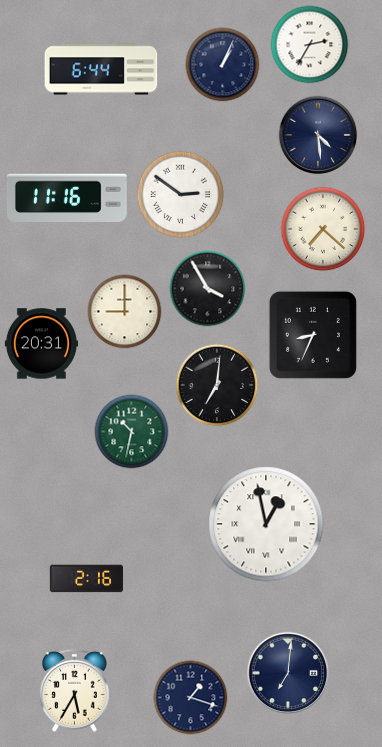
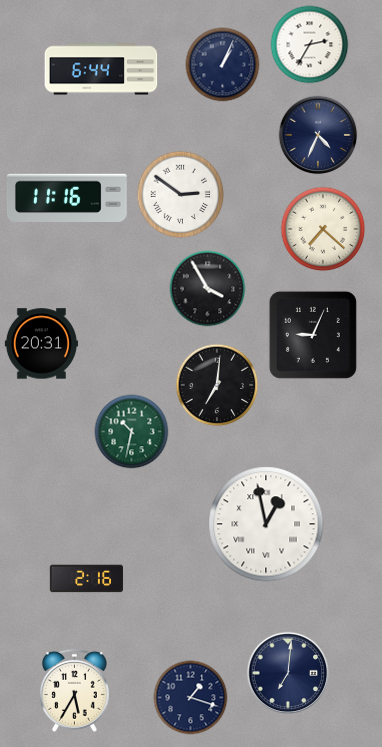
clock at (318, 135): 4:29 -> 4:34
clock at (125, 312): 9:00 -> none
clock at (313, 335): 8:34 -> 9:04
